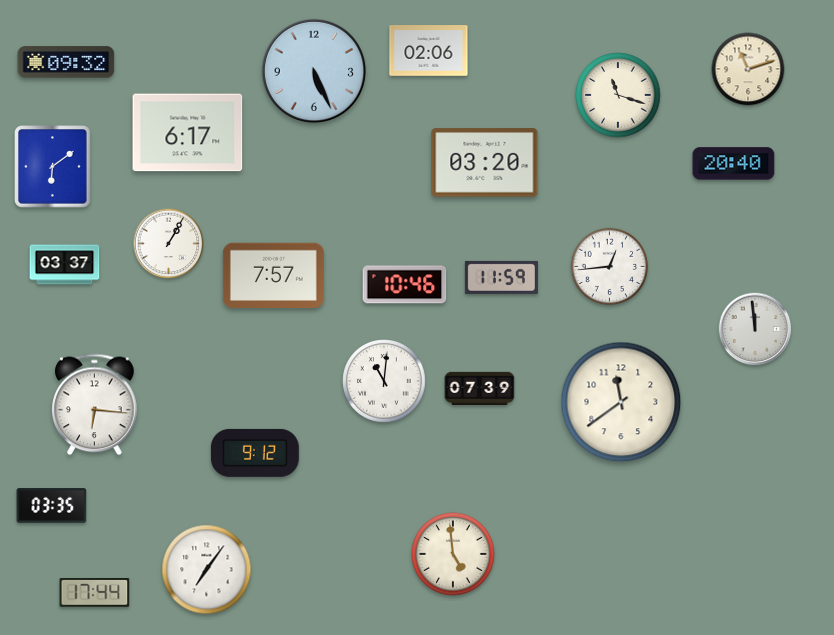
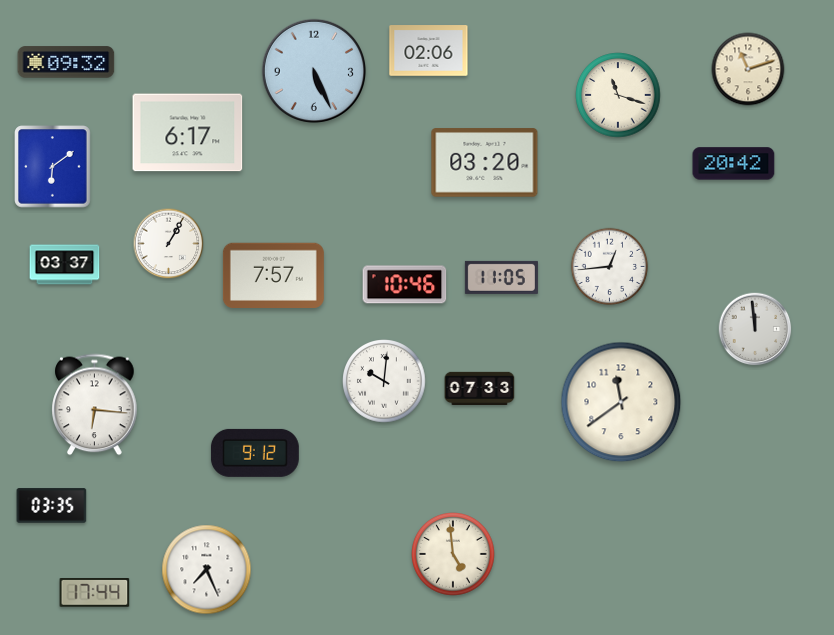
clock at (734, 164): 20:40 -> 20:42
clock at (501, 277): 11:59 -> 11:05
clock at (384, 381): 11:01 -> 10:01
clock at (480, 388): 07:39 -> 07:33
clock at (207, 570): 7:06 -> 7:26
